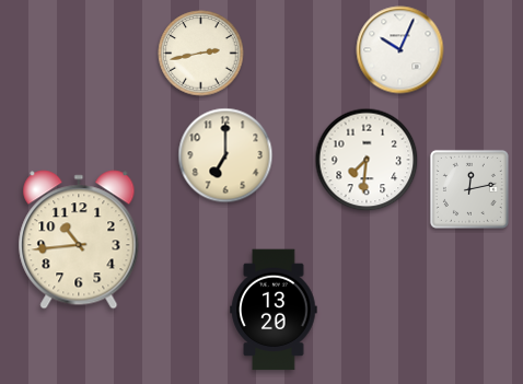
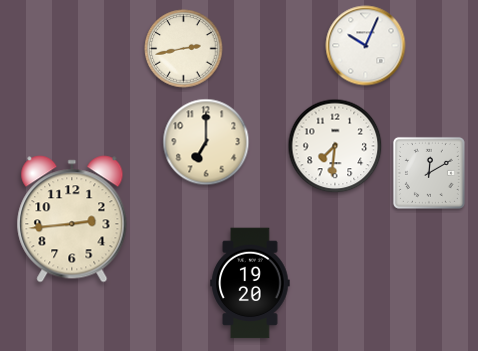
clock at (469, 189): 12:13 -> 12:10
clock at (79, 240): 10:44 -> 2:44
clock at (274, 310): 13:20 -> 19:20
